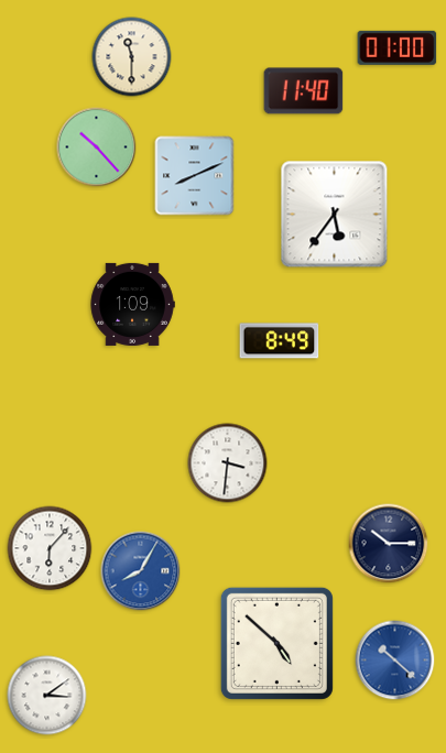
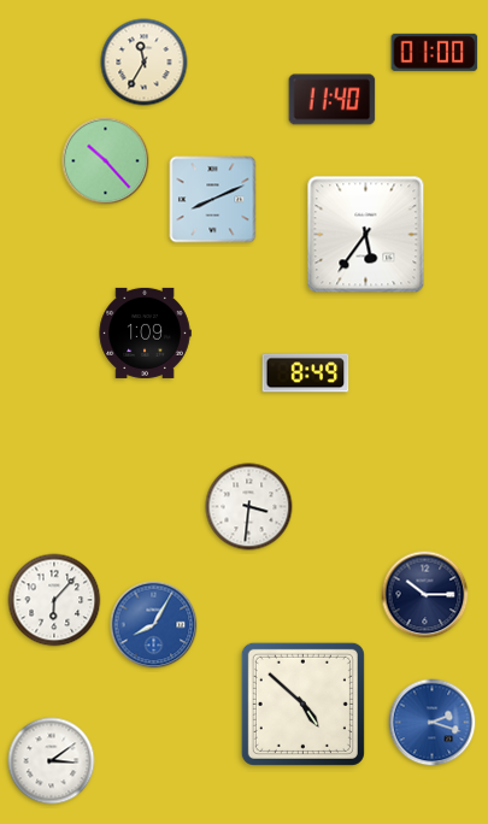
clock at (132, 57): 11:30 -> 11:35
clock at (195, 176) position: (195, 176) -> (213, 200)
clock at (395, 661): 10:22 -> 2:18
